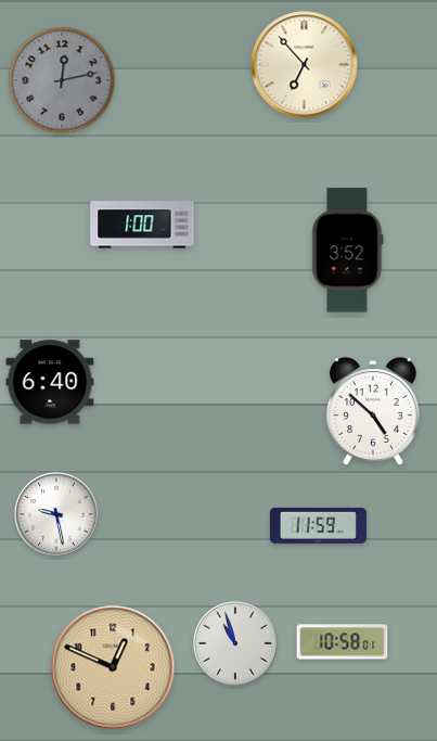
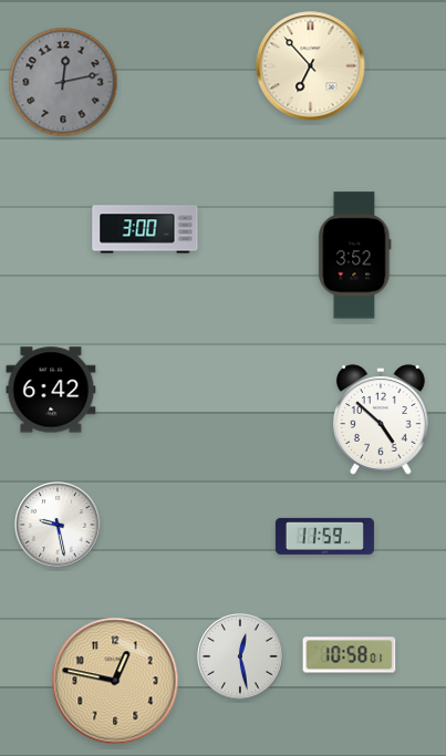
clock at (142, 225): 1:00 -> 3:00
clock at (50, 382): 6:40 -> 6:42
clock at (235, 643): 10:57 -> 12:28
clock at (113, 667): 12:49 -> 12:47
